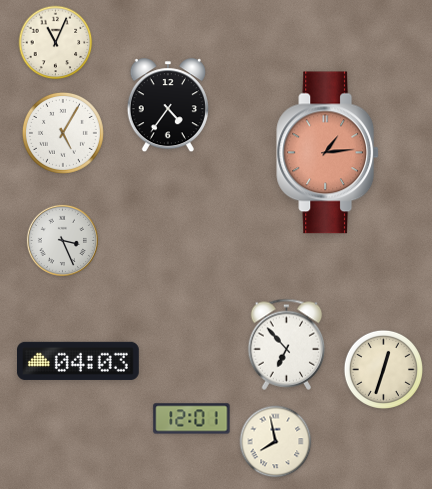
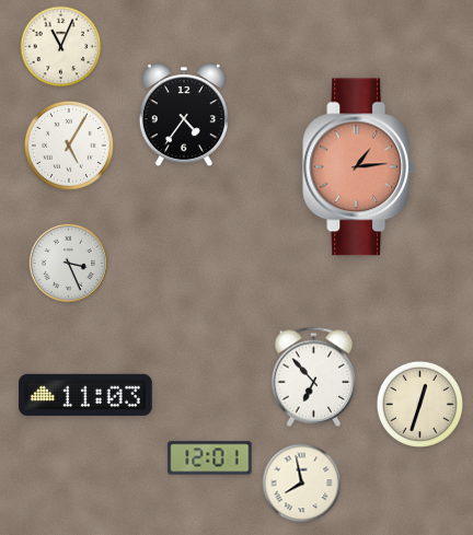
clock at (79, 361): 04:03 -> 11:03
